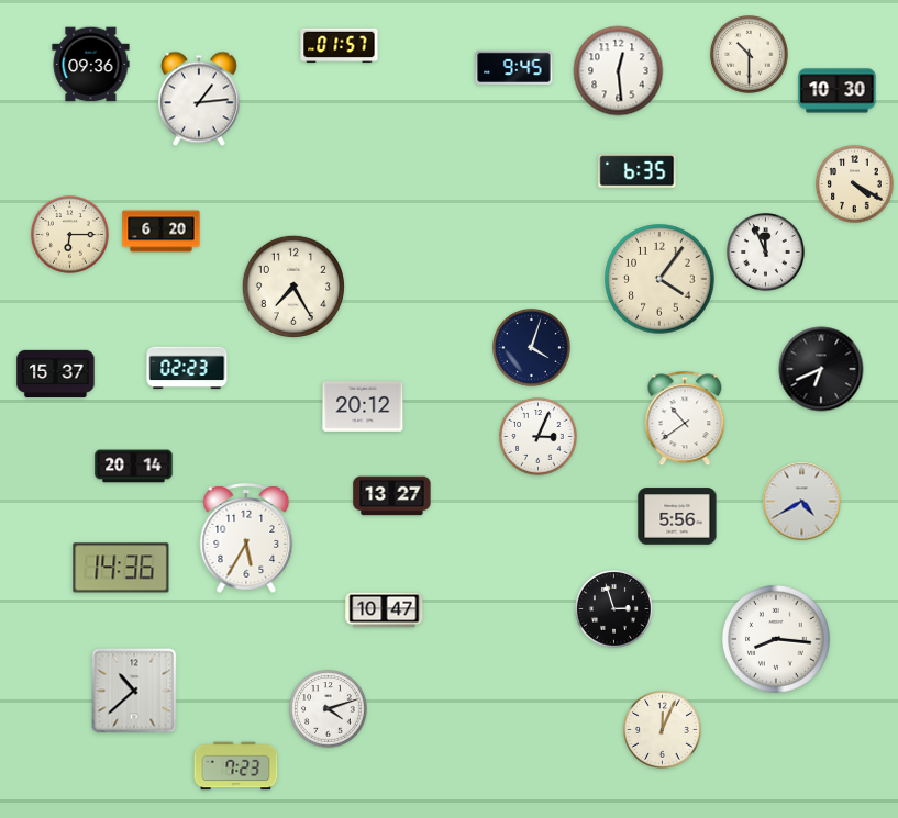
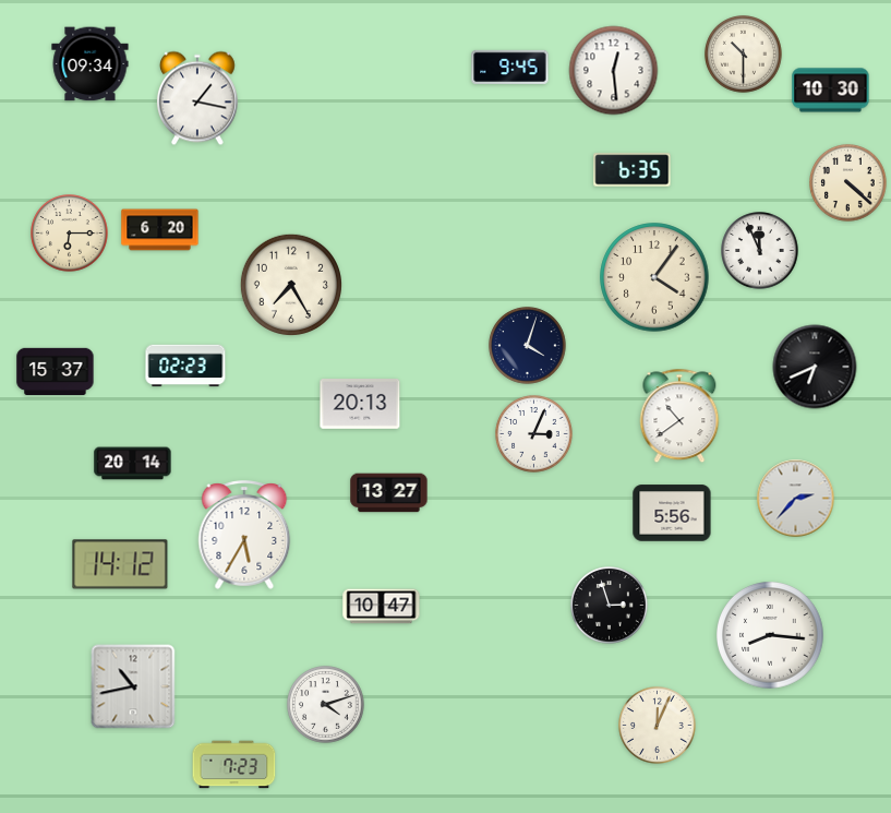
clock at (340, 46): 01:57 -> none
clock at (91, 65): 09:36 -> 09:34
clock at (199, 99): 1:14 -> 1:17
clock at (855, 184): 4:20 -> 4:22
clock at (363, 407): 20:12 -> 20:13
clock at (802, 502): 4:40 -> 2:37
clock at (121, 568): 14:36 -> 14:12
clock at (134, 691): 10:38 -> 10:43
clock at (236, 766) position: (236, 766) -> (234, 765)
